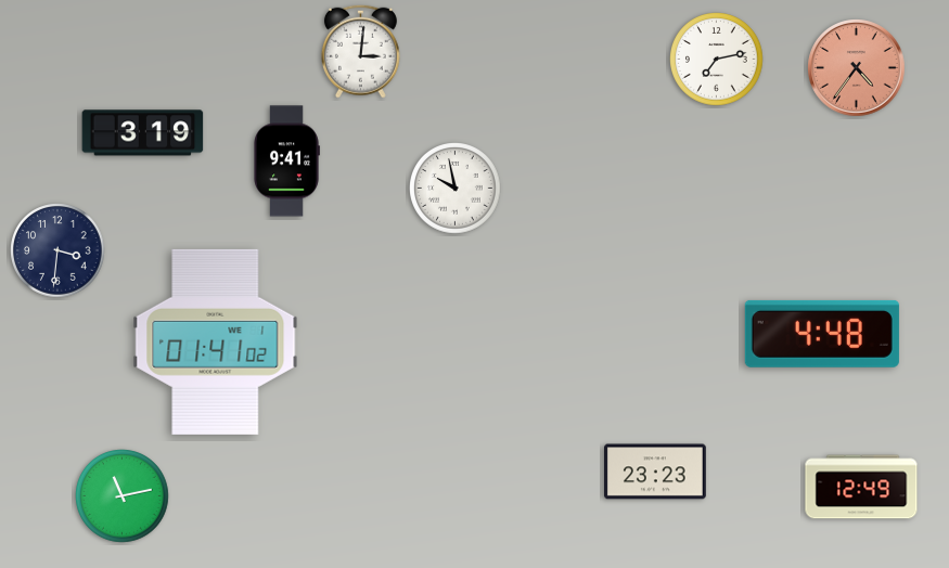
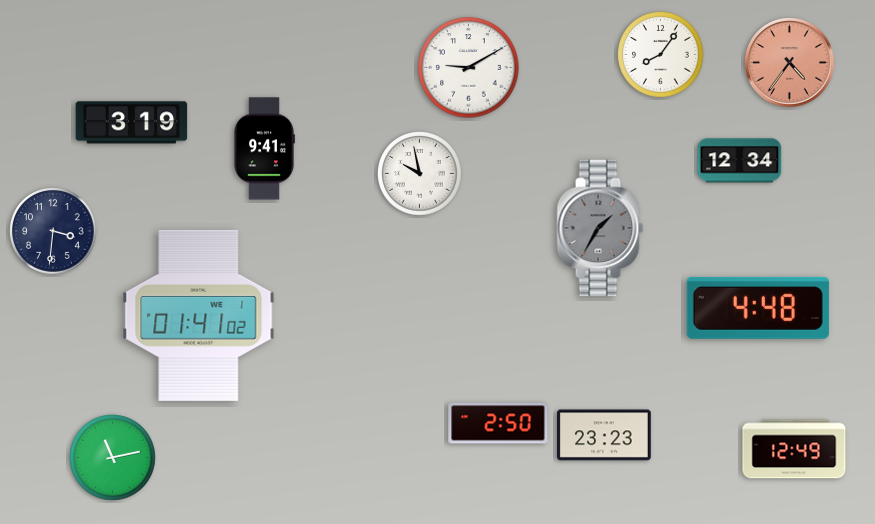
clock at (360, 51): 3:01 -> none
clock at (717, 60): 7:13 -> 8:06
clock at (469, 68): none -> 9:10
clock at (740, 161): none -> 12:34
clock at (600, 228): none -> 1:35
clock at (498, 423): none -> 2:50
